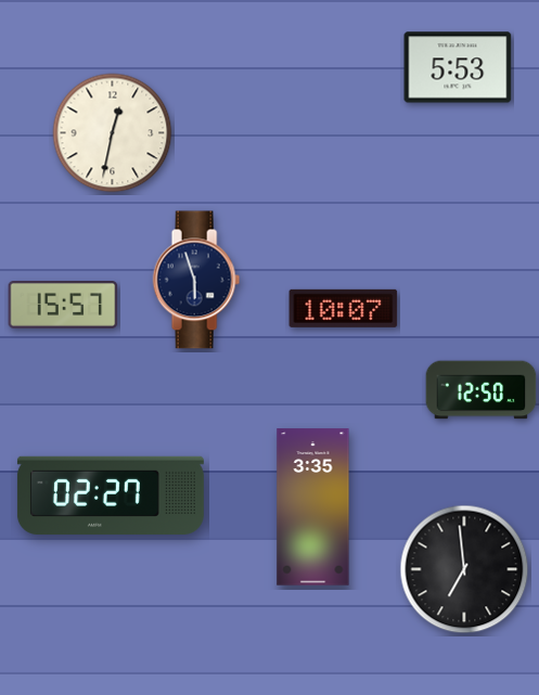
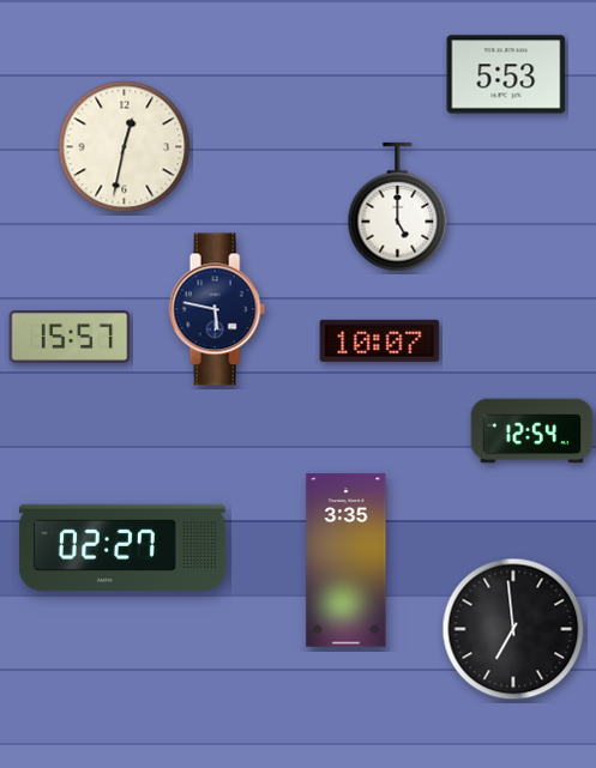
clock at (398, 207): none -> 5:00
clock at (196, 280): 5:57 -> 5:47
clock at (482, 390): 12:50 -> 12:54
